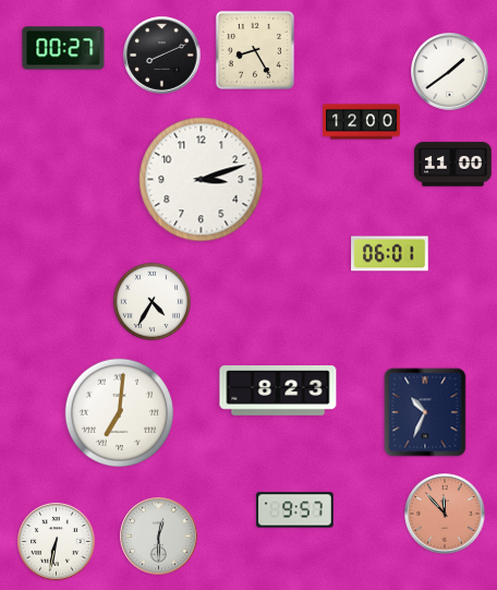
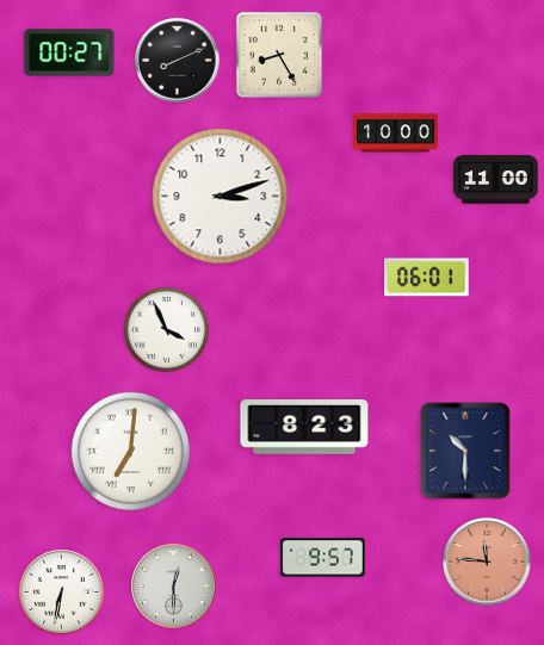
clock at (450, 72): 1:39 -> none
clock at (362, 122): 12:00 -> 10:00
clock at (151, 301): 4:35 -> 3:56
clock at (425, 412): 10:34 -> 10:30
clock at (445, 514): 11:53 -> 11:46
